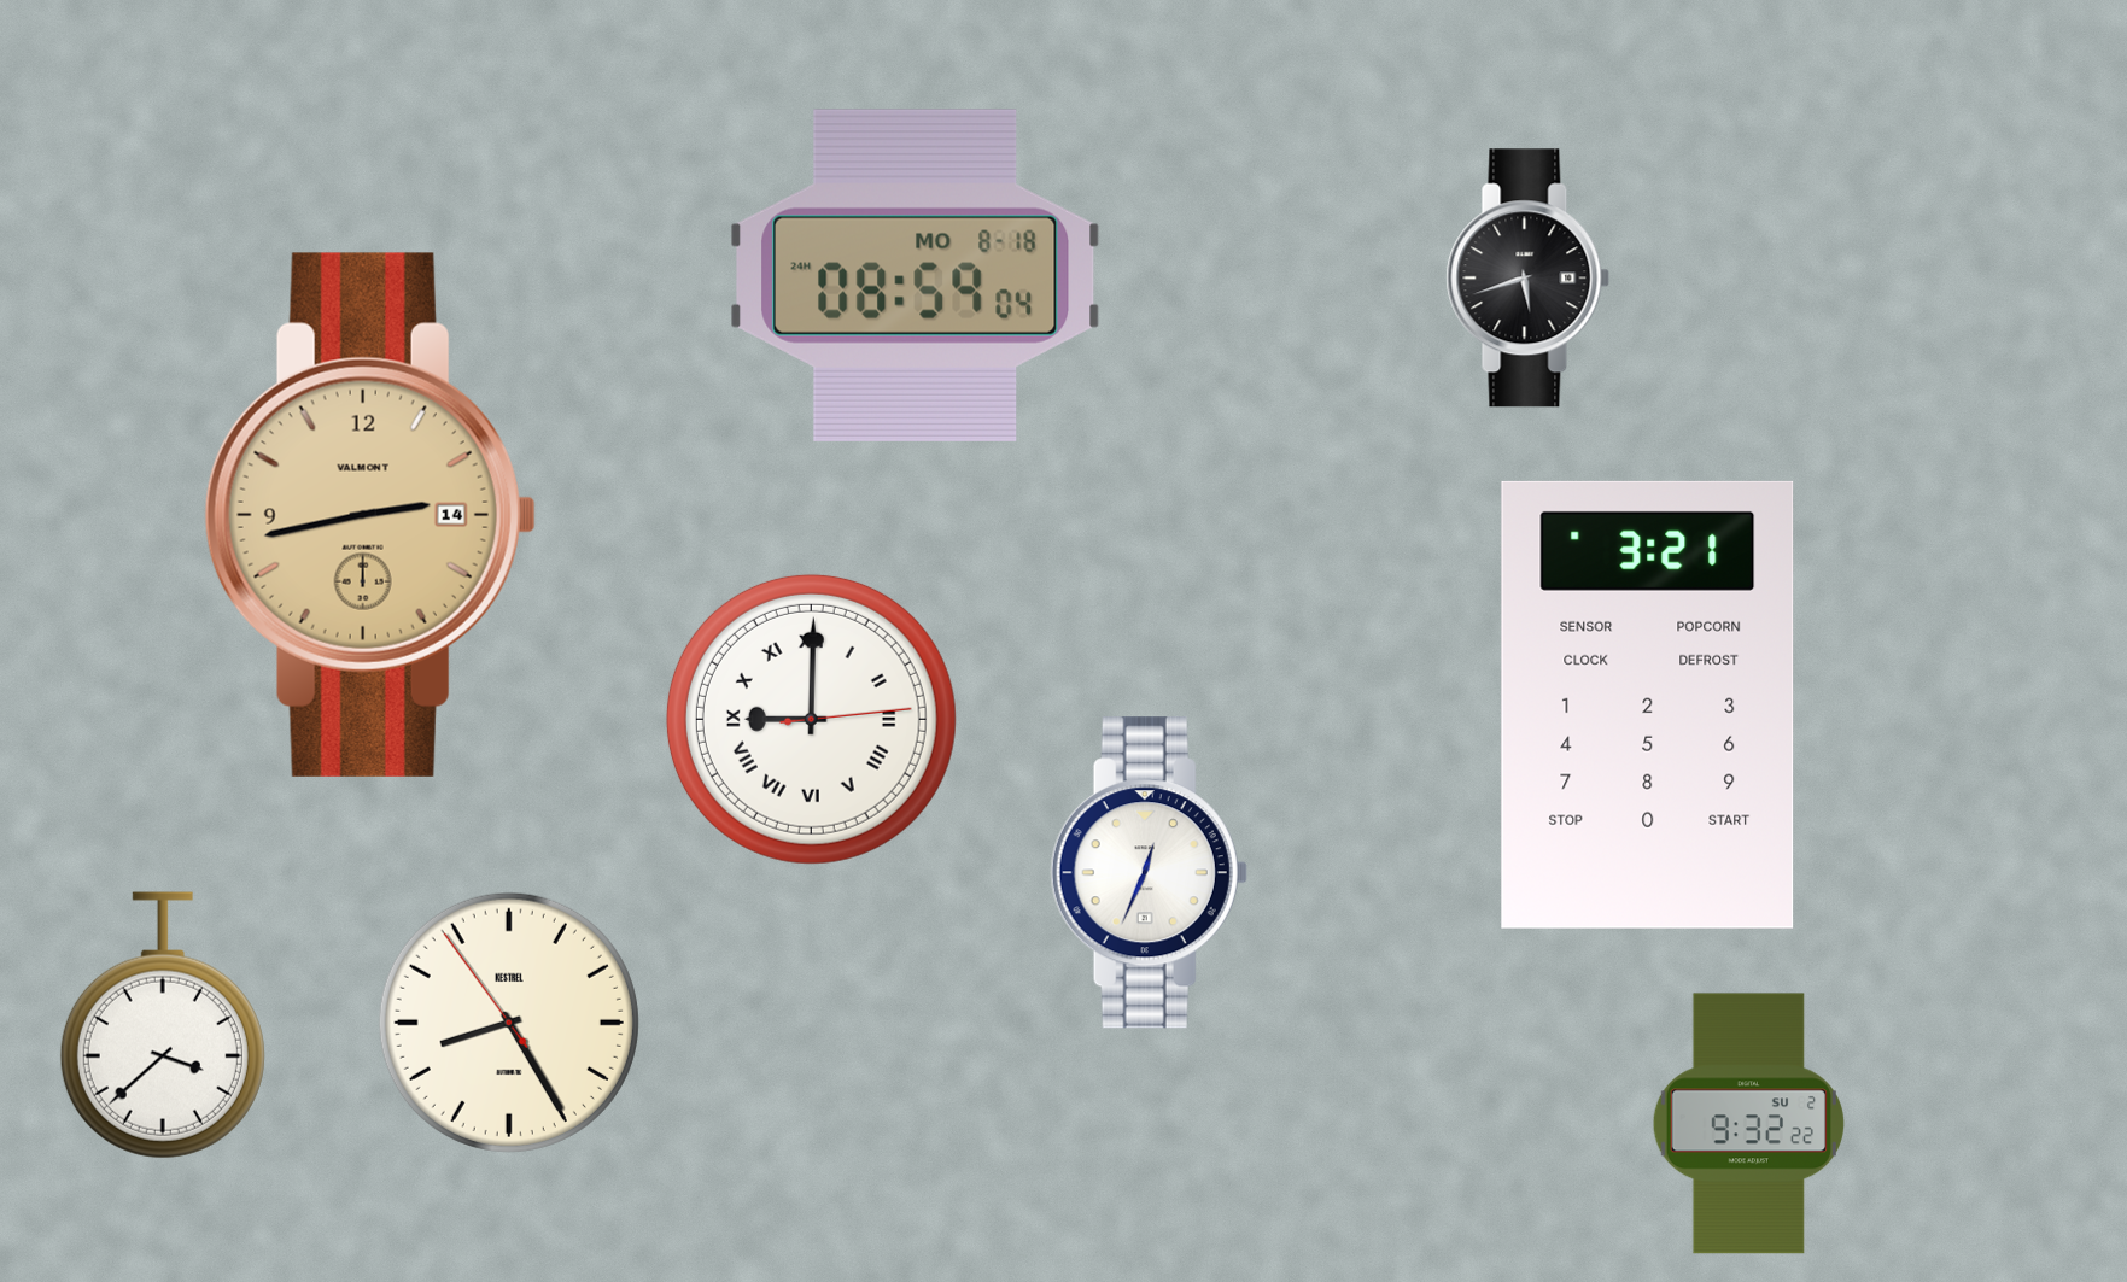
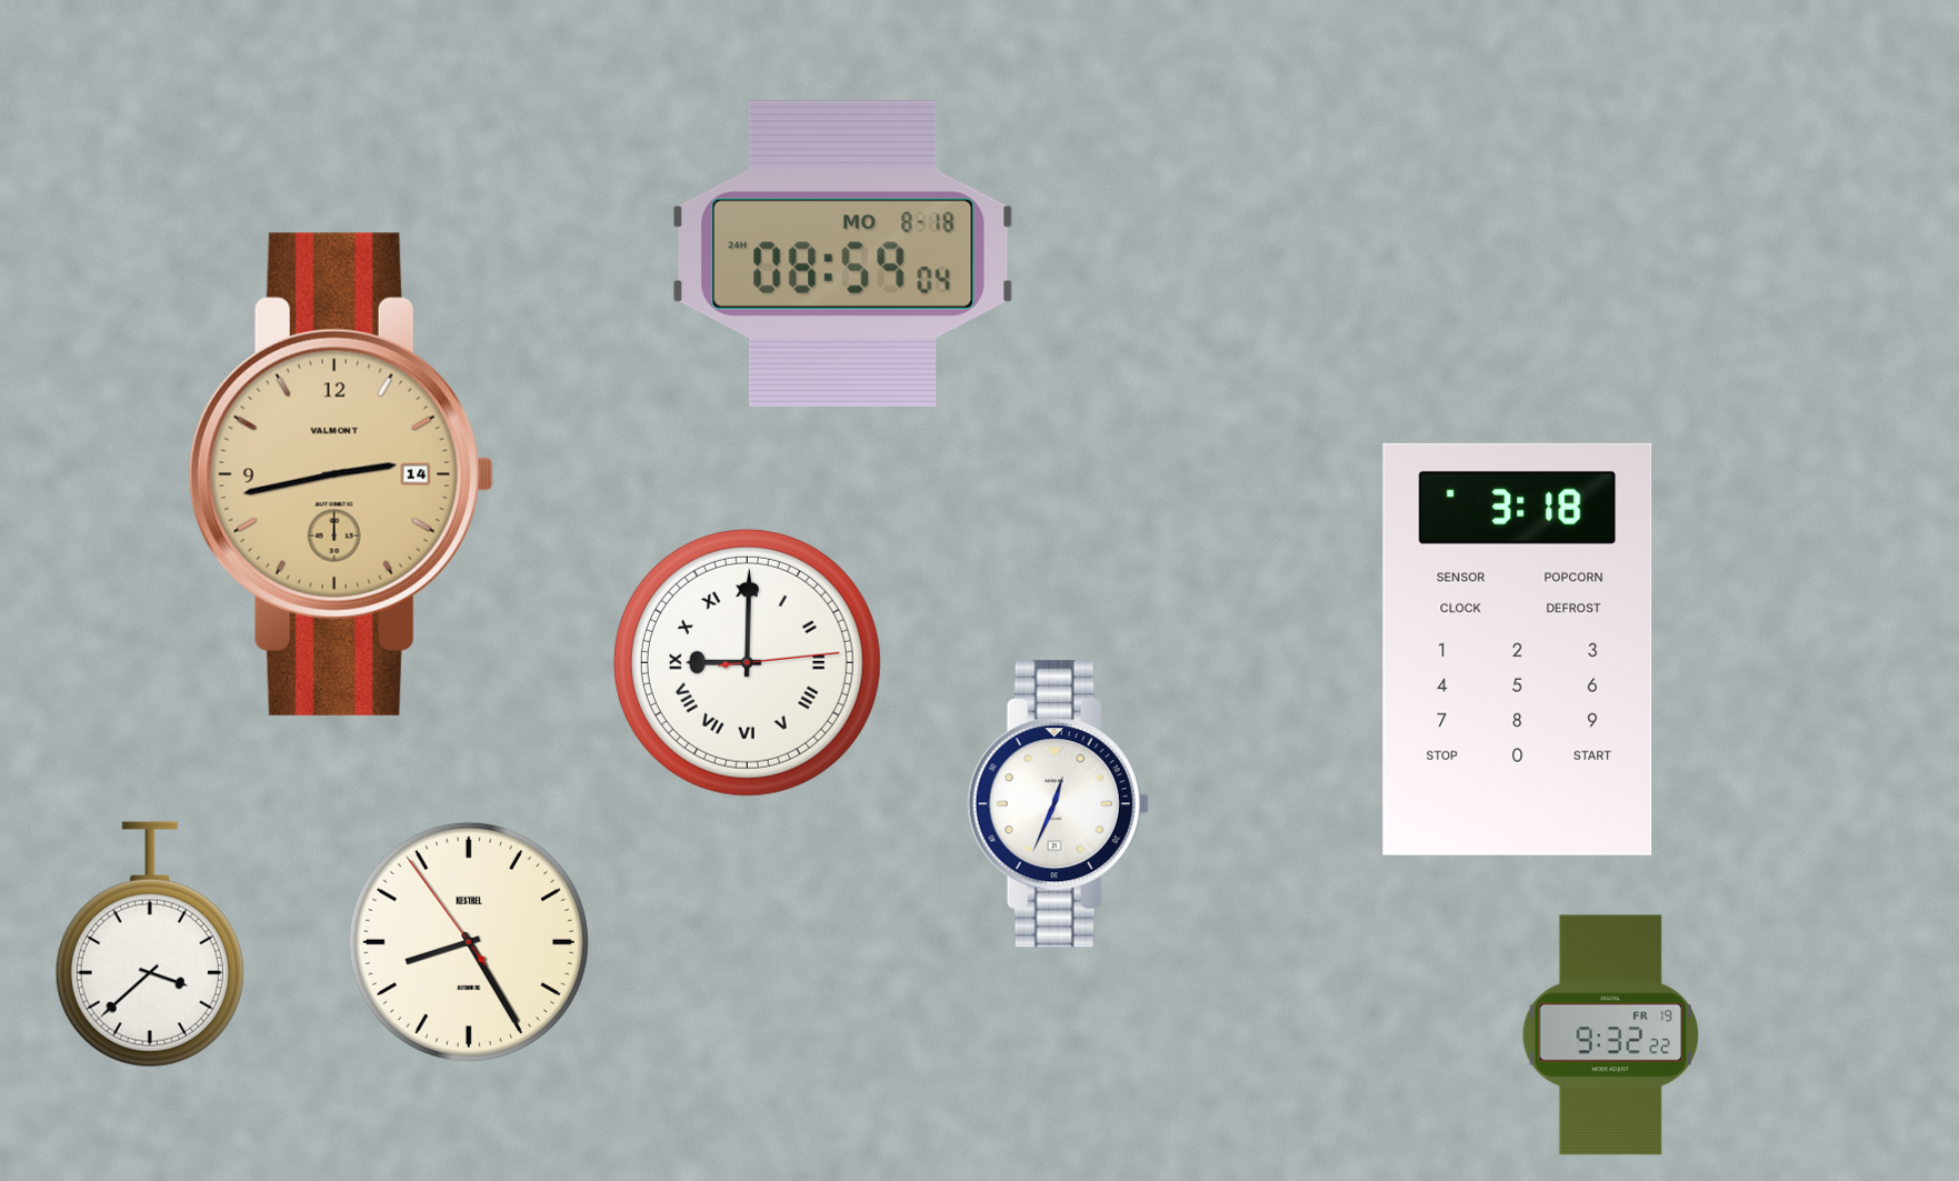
clock at (1529, 279): 5:42 -> none
clock at (1648, 704): 3:21 -> 3:18
clock at (1748, 1124) date: SU 2 -> FR 19
